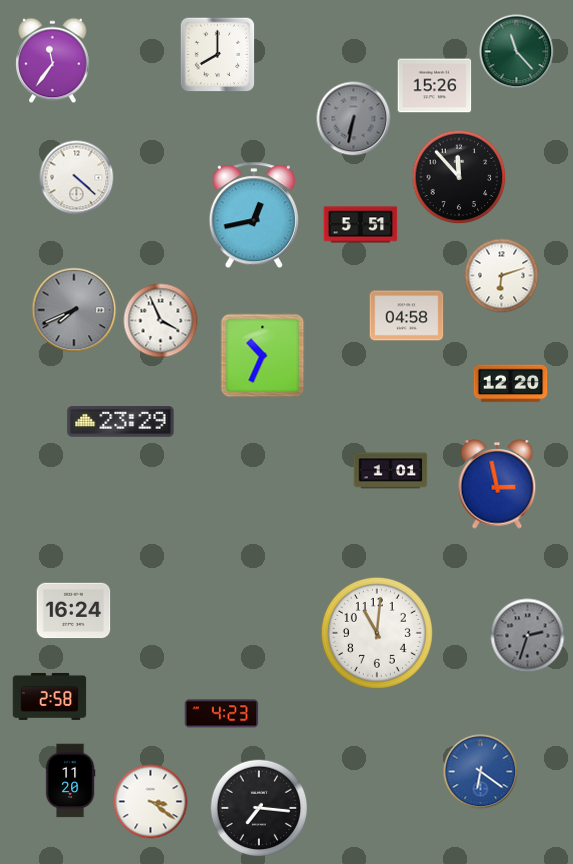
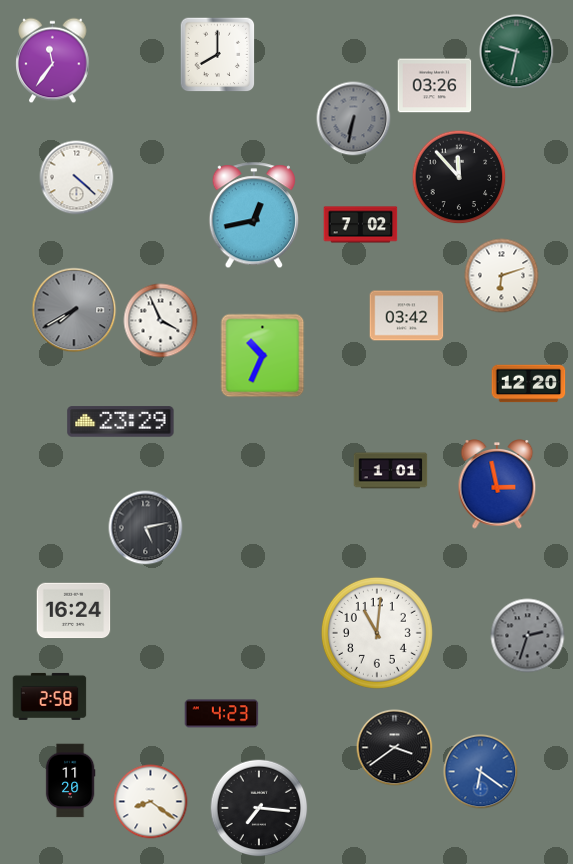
clock at (517, 52): 11:23 -> 9:32
clock at (435, 86): 15:26 -> 03:26
clock at (361, 225): 5:51 -> 7:02
clock at (74, 310): 7:41 -> 7:40
clock at (407, 316): 04:58 -> 03:42
clock at (511, 384) position: (511, 384) -> (529, 384)
clock at (146, 528): none -> 5:13
clock at (395, 748): none -> 3:39
clock at (151, 802): 3:21 -> 8:21
